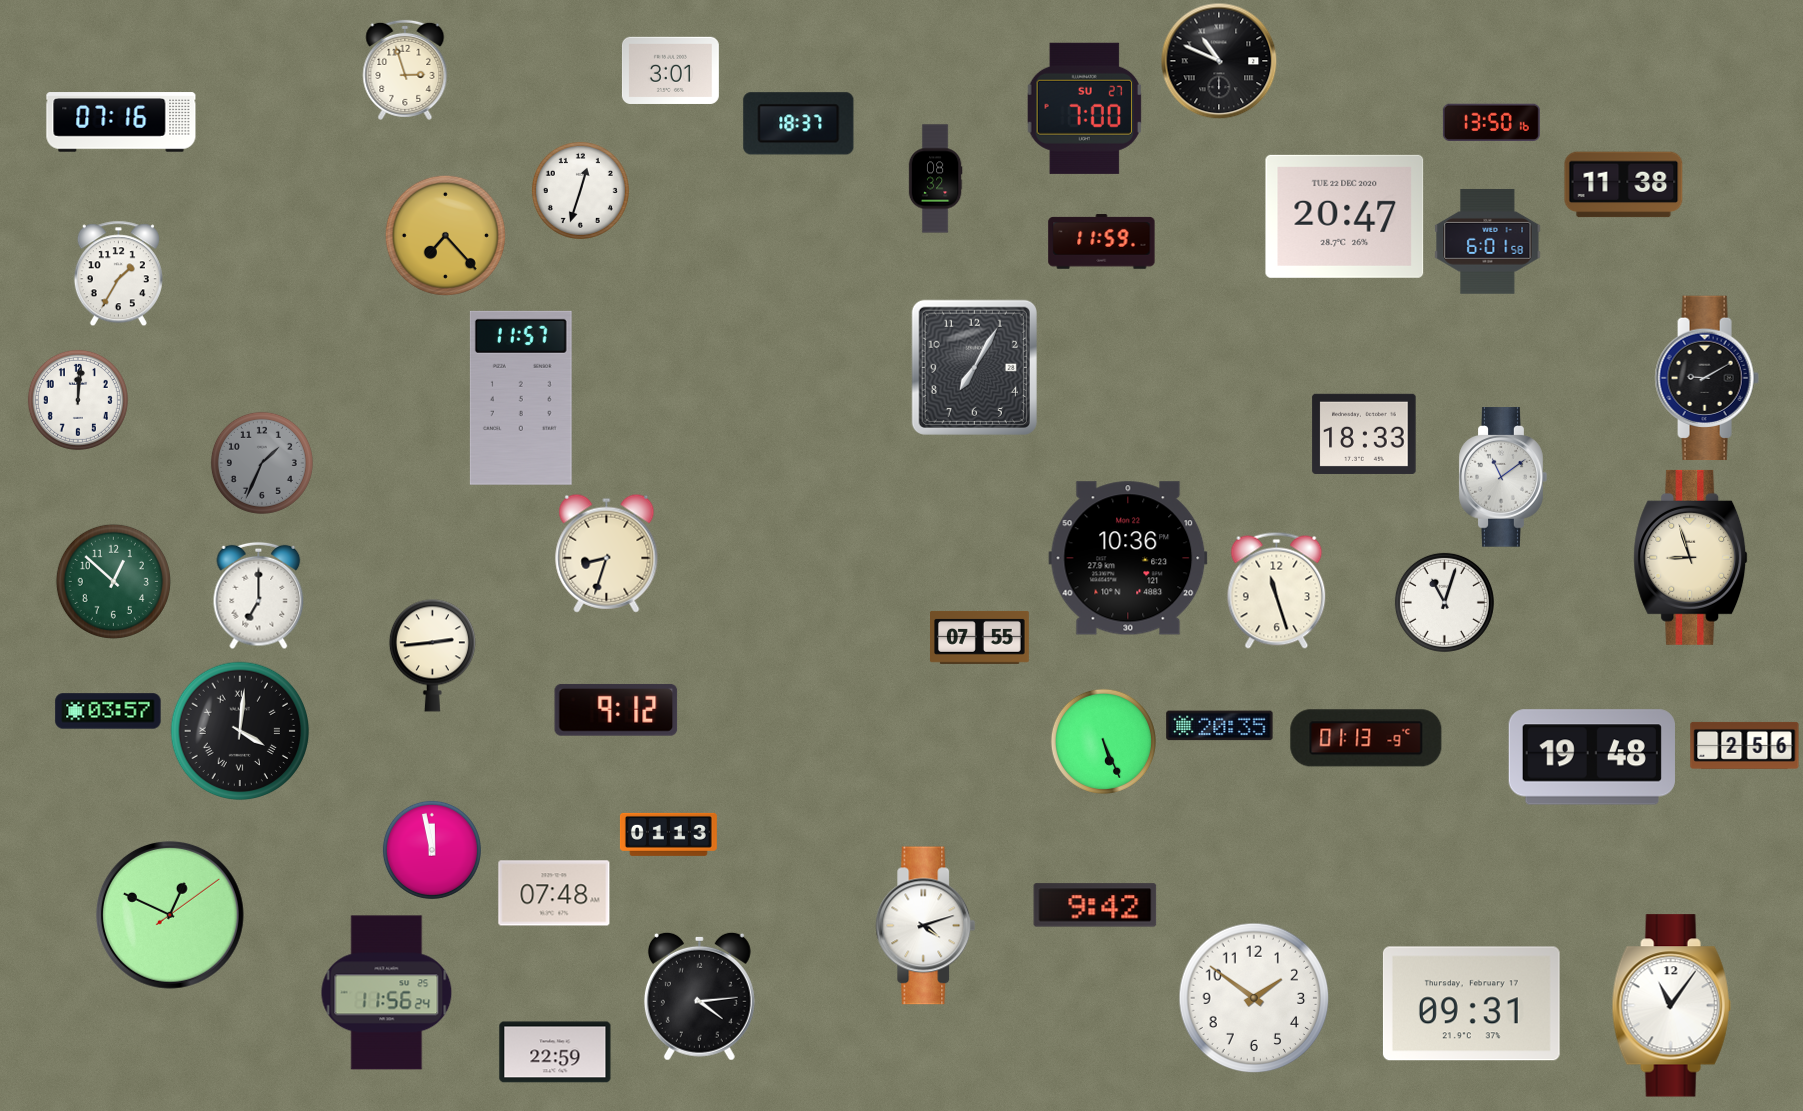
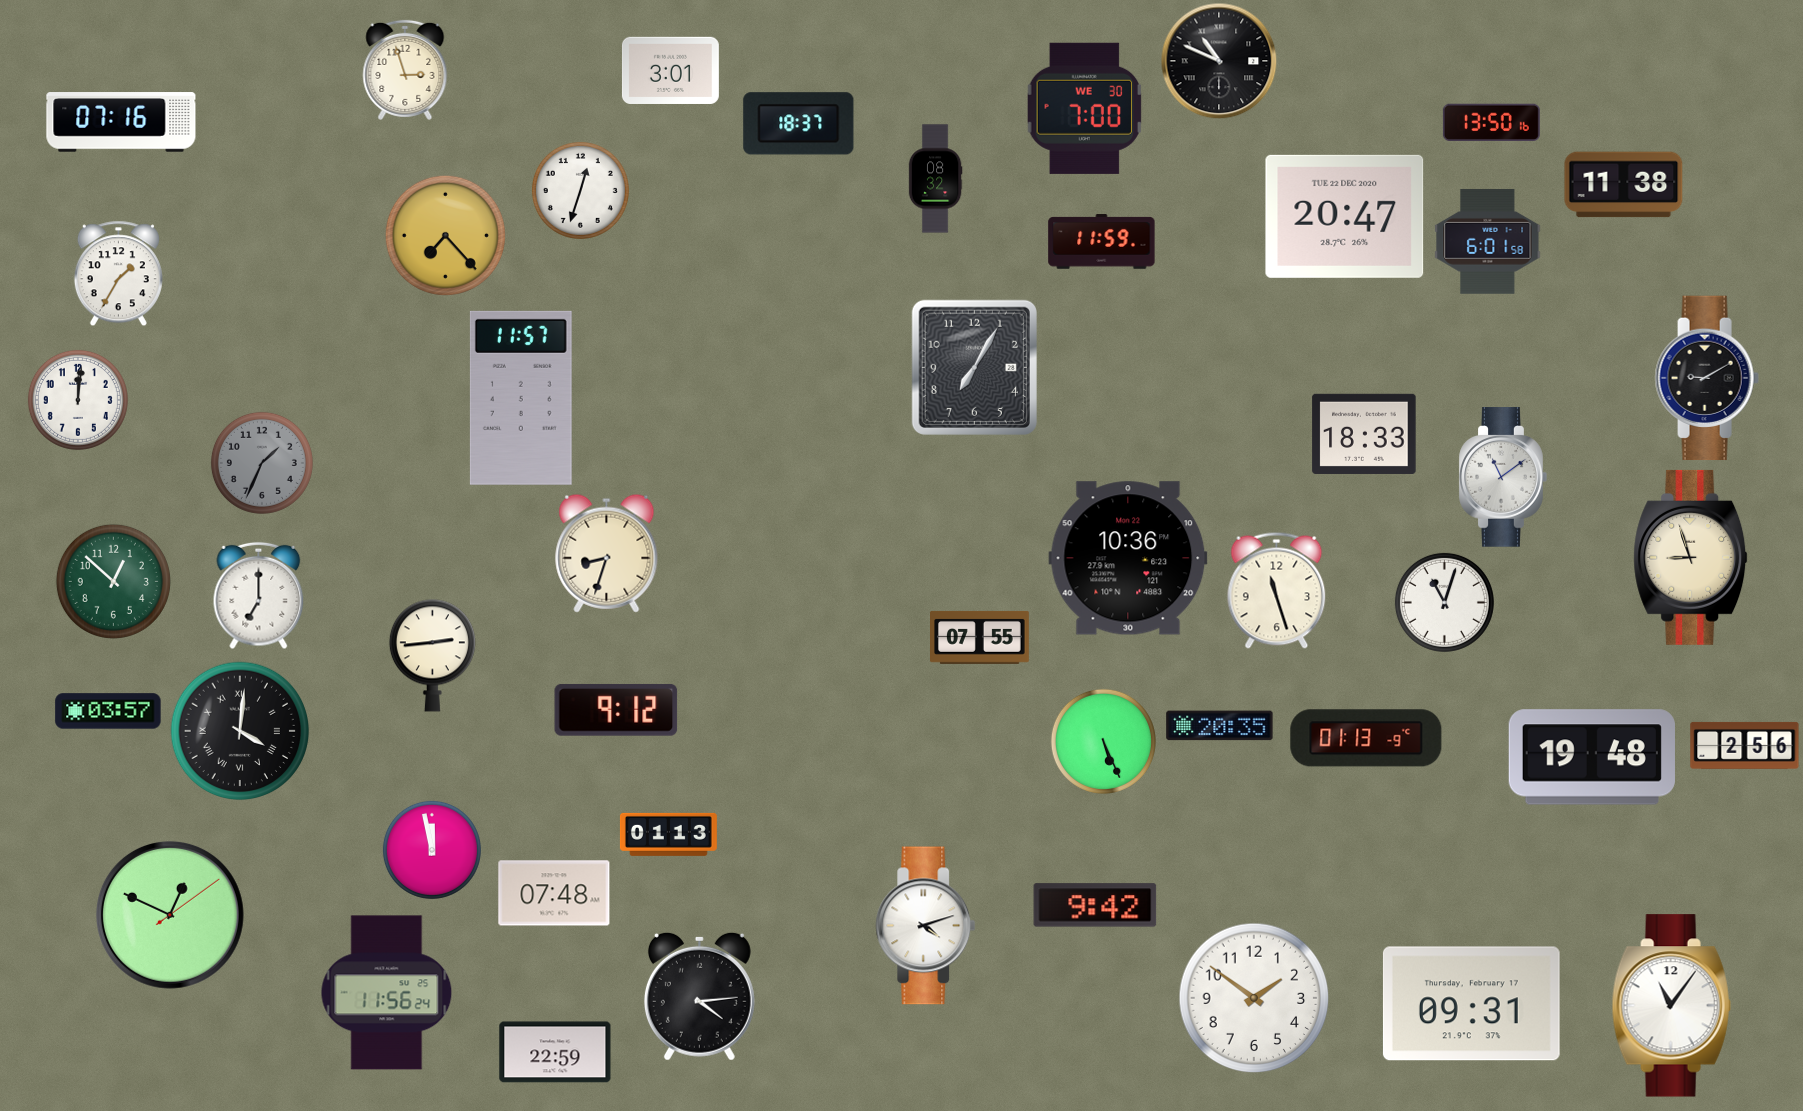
clock at (1084, 108) date: SU 27 -> WE 30
